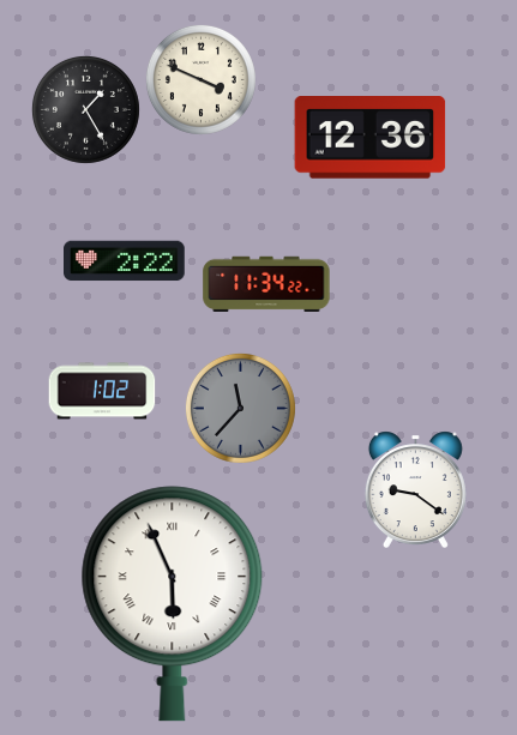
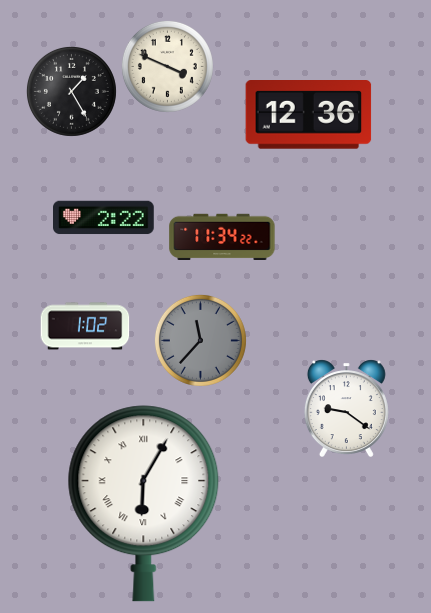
clock at (173, 604): 5:56 -> 6:05
